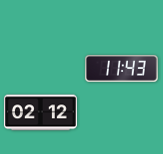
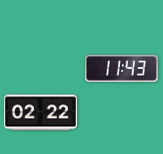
clock at (40, 113): 02:12 -> 02:22
